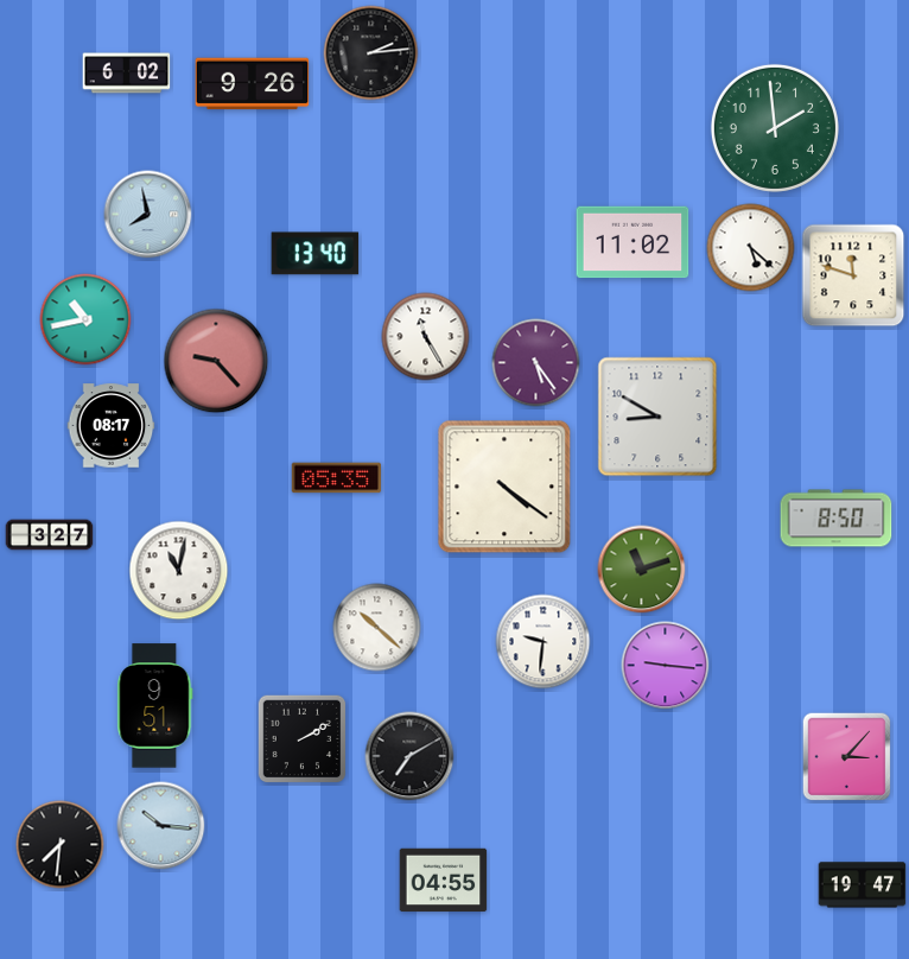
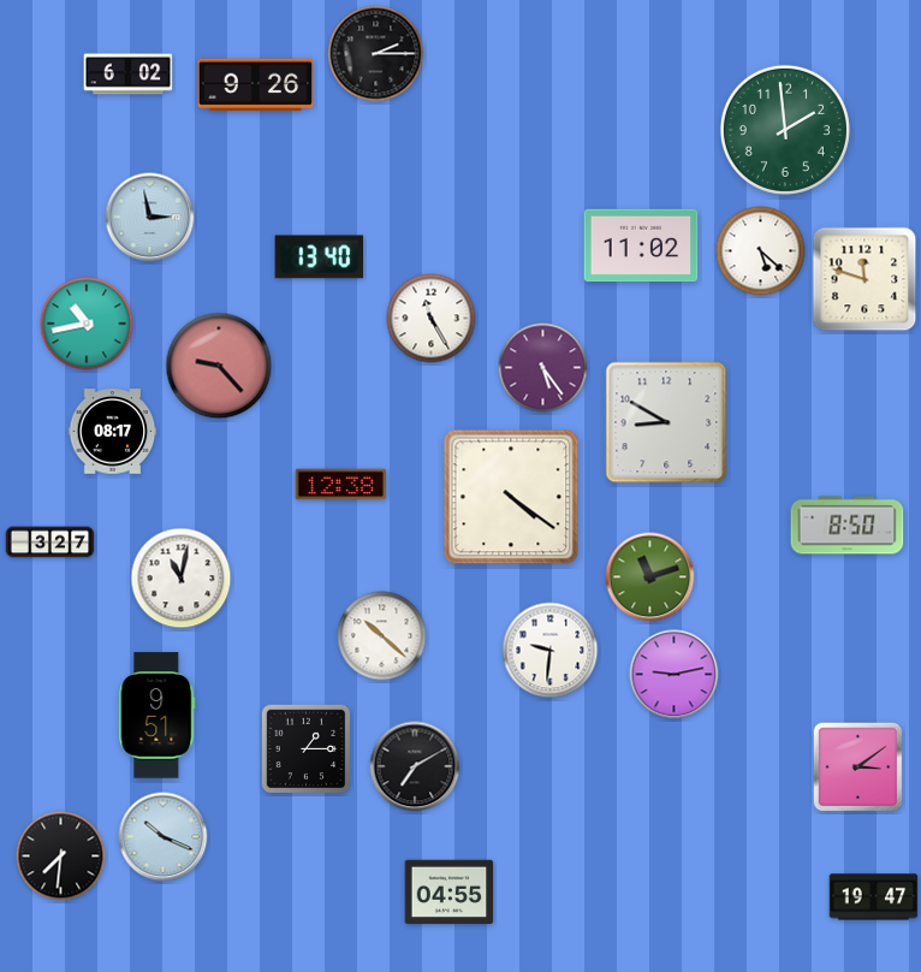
clock at (371, 53): 2:14 -> 2:15
clock at (148, 215): 7:58 -> 2:58
clock at (426, 337) position: (426, 337) -> (432, 319)
clock at (337, 478): 05:35 -> 12:38
clock at (504, 487) position: (504, 487) -> (511, 497)
clock at (666, 666): 9:16 -> 9:13
clock at (303, 739): 2:10 -> 1:15
clock at (847, 757): 3:07 -> 3:09
clock at (161, 826): 10:16 -> 10:19
